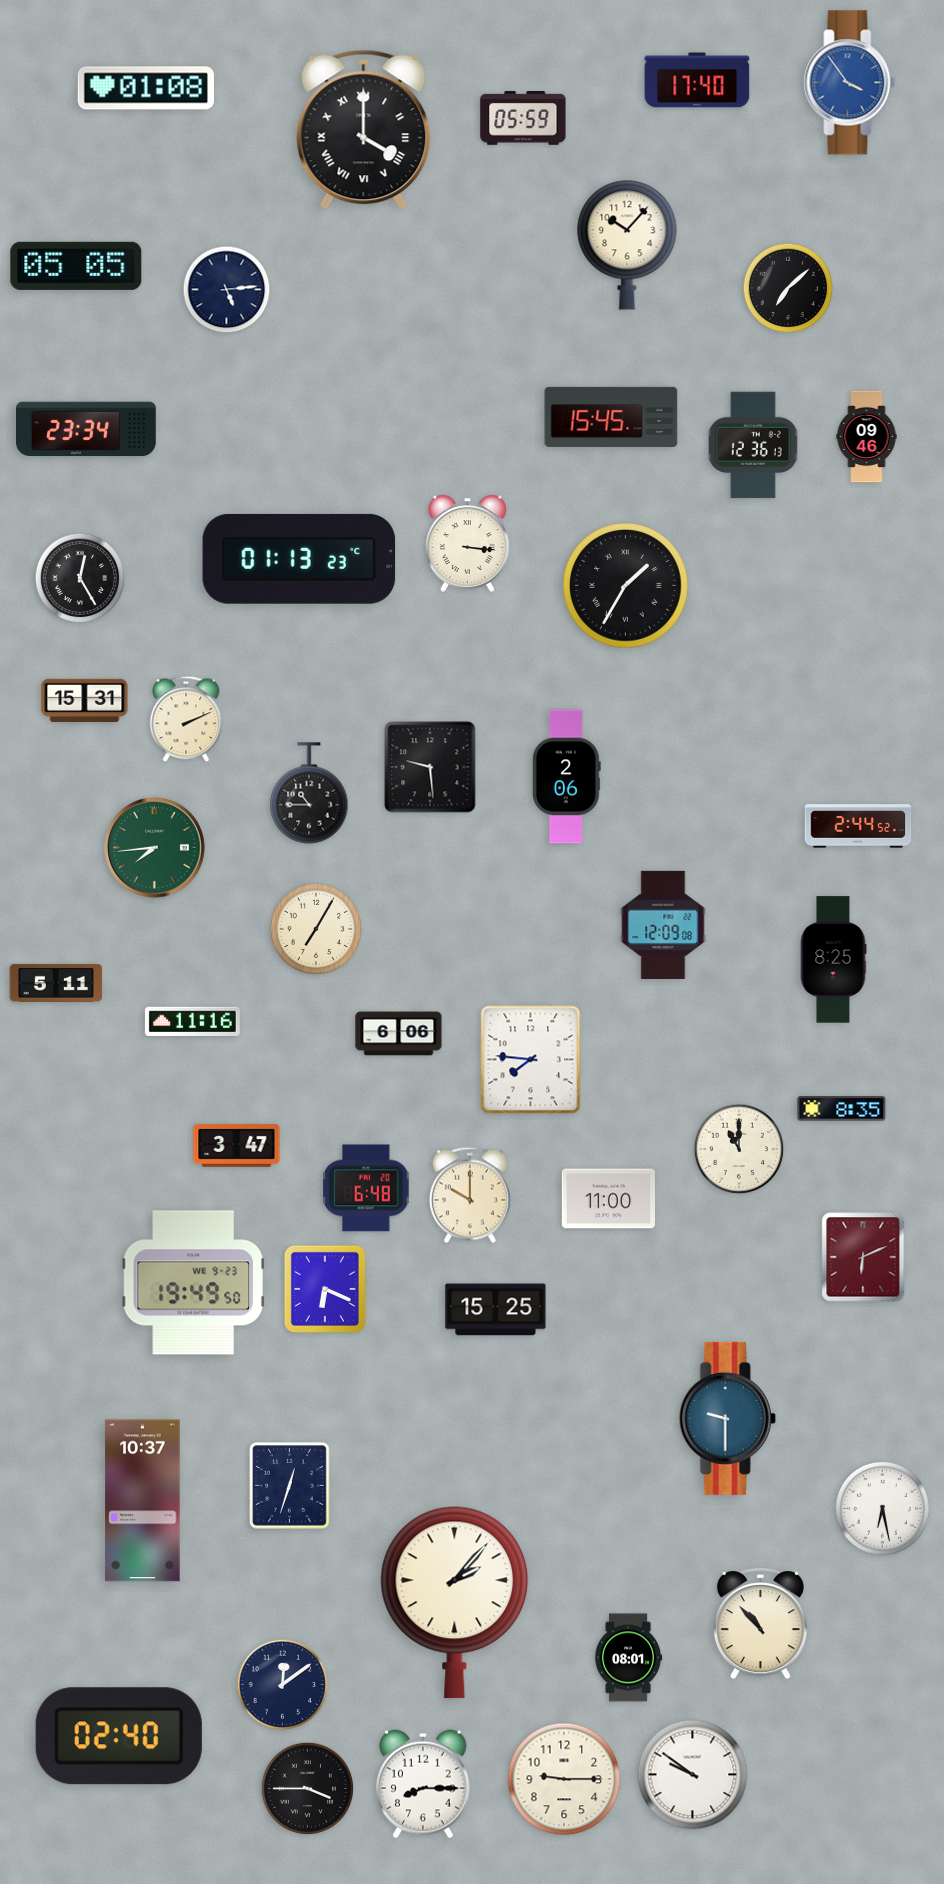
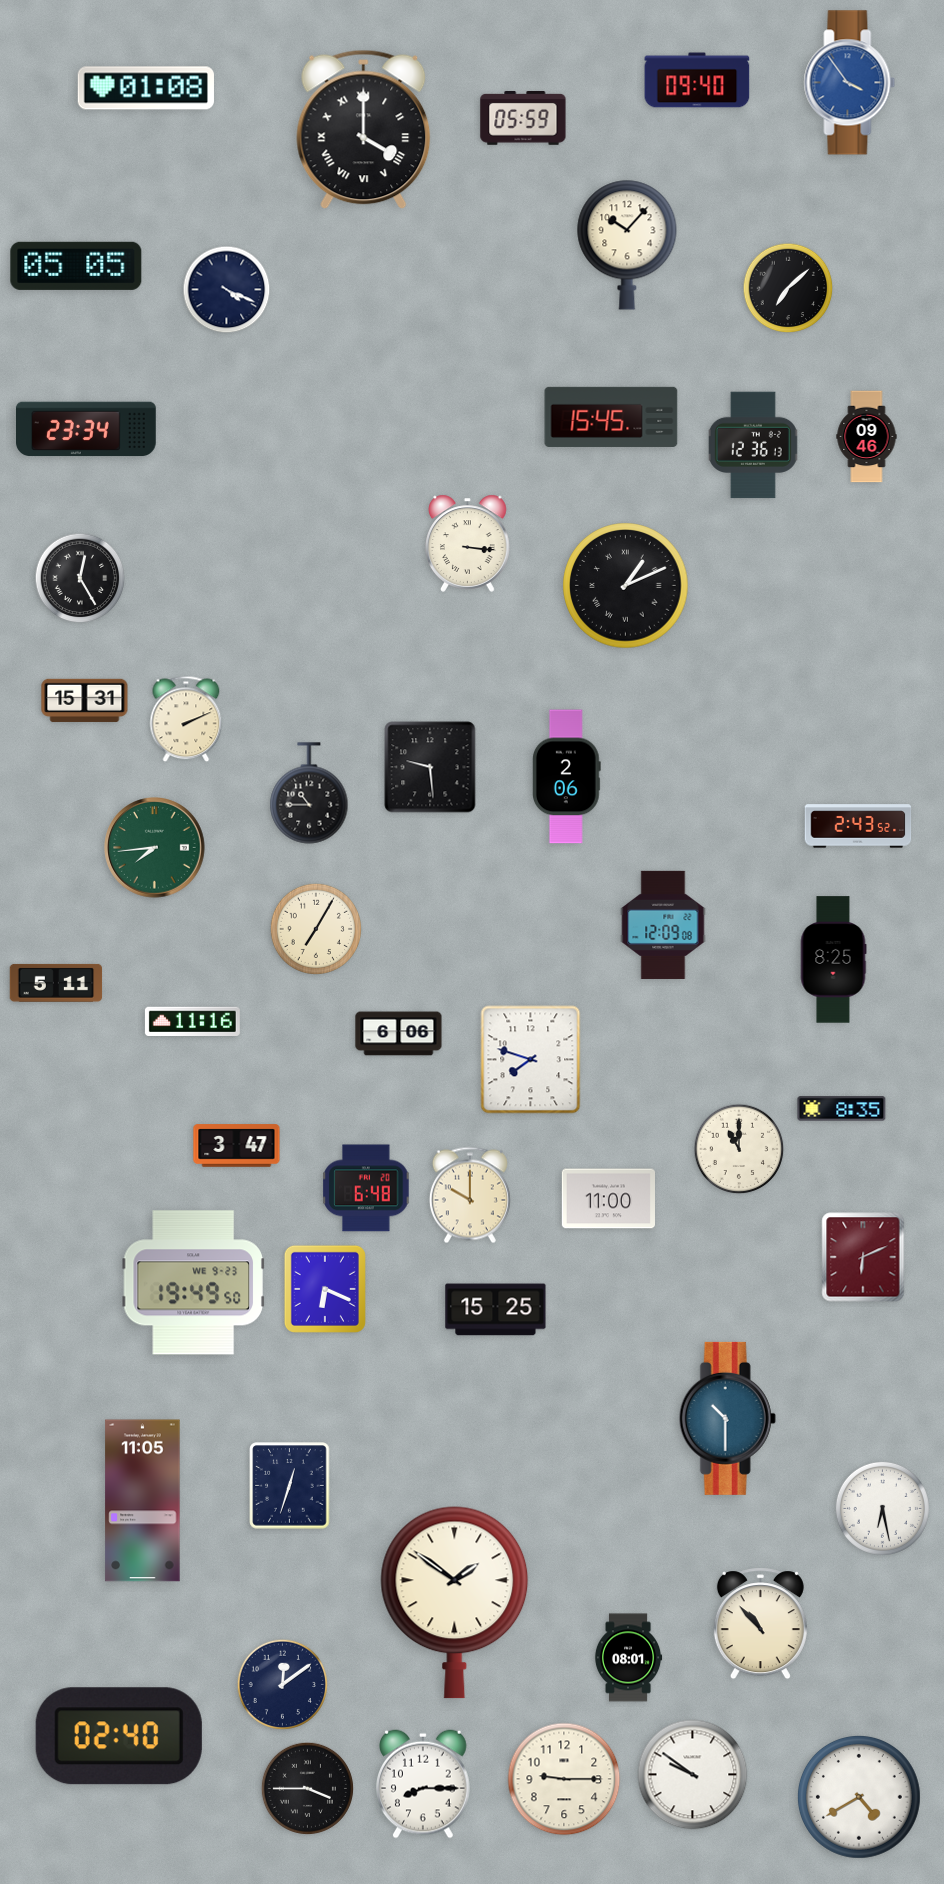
clock at (697, 80): 17:40 -> 09:40
clock at (227, 290): 5:14 -> 4:19
clock at (299, 559): 01:13 -> none
clock at (626, 586): 1:35 -> 1:11
clock at (858, 826): 2:44 -> 2:43
clock at (531, 1060): 7:46 -> 7:48
clock at (727, 1418): 9:30 -> 10:30
clock at (143, 1501): 10:37 -> 11:05
clock at (455, 1602): 2:07 -> 1:51
clock at (859, 1797): none -> 4:40
